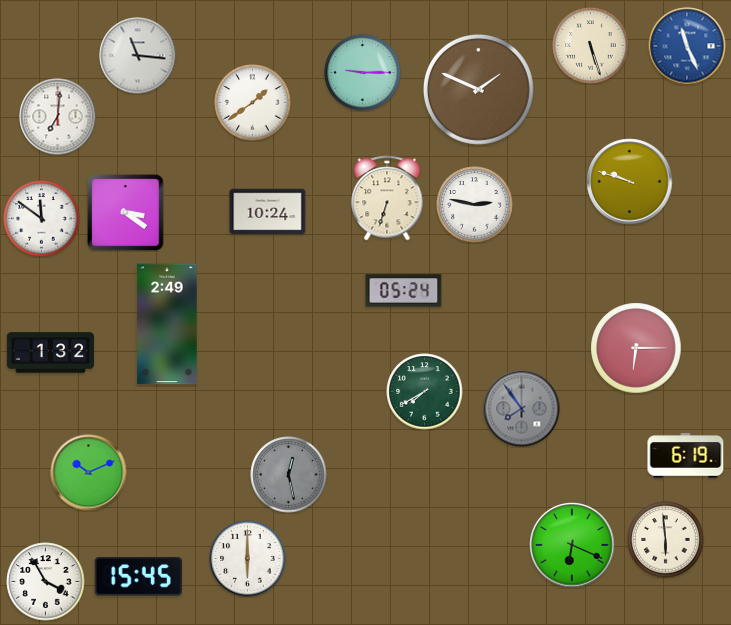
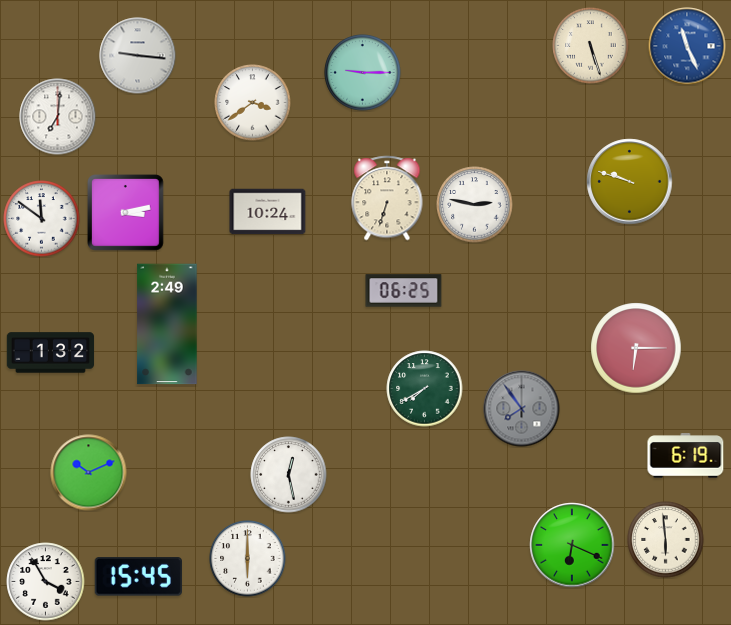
clock at (138, 56): 11:16 -> 9:16
clock at (478, 89): 1:49 -> none
clock at (253, 103): 1:39 -> 3:39
clock at (126, 213): 3:21 -> 3:13
clock at (404, 291): 05:24 -> 06:25
clock at (425, 392) position: (425, 392) -> (425, 389)
clock at (289, 475) dial: grey -> white
